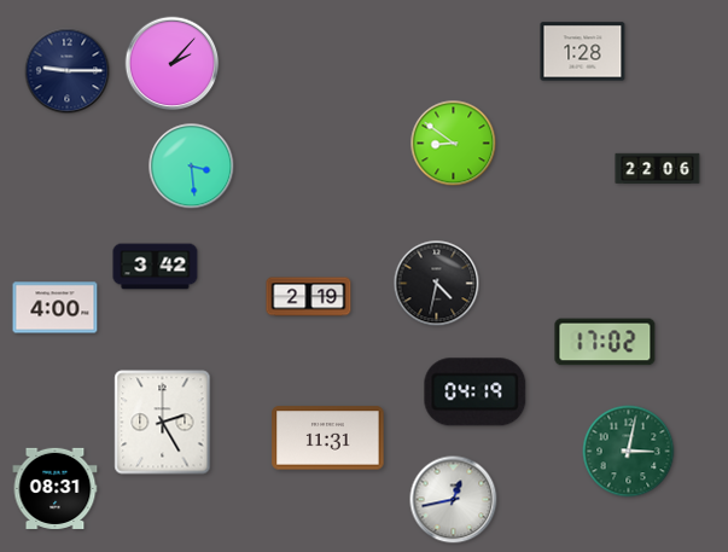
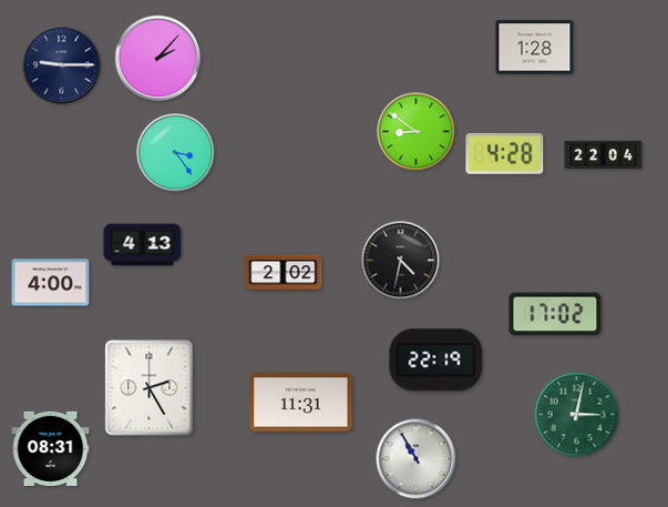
clock at (192, 167): 3:29 -> 3:24
clock at (505, 153): none -> 4:28
clock at (658, 169): 22:06 -> 22:04
clock at (156, 267): 3:42 -> 4:13
clock at (309, 297): 2:19 -> 2:02
clock at (476, 393): 04:19 -> 22:19
clock at (454, 500): 12:43 -> 10:55
